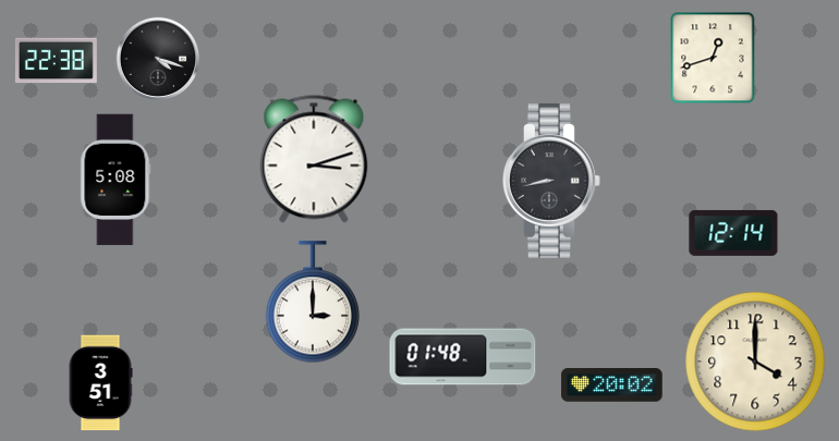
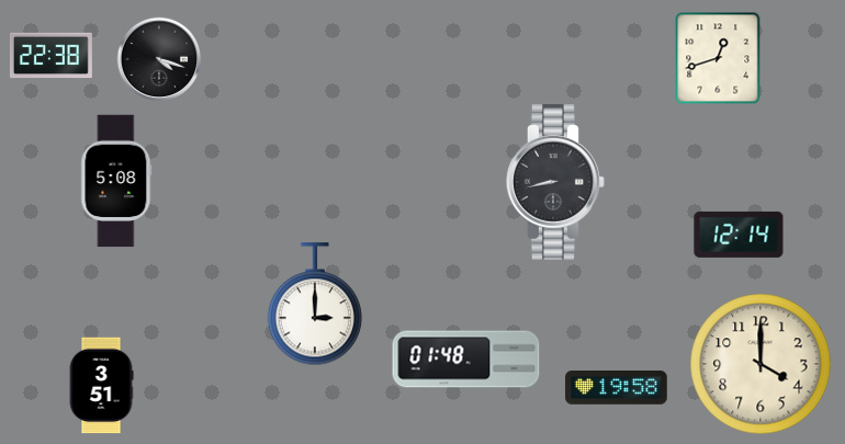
clock at (56, 61) position: (56, 61) -> (50, 56)
clock at (314, 159): 3:12 -> none
clock at (612, 385): 20:02 -> 19:58
